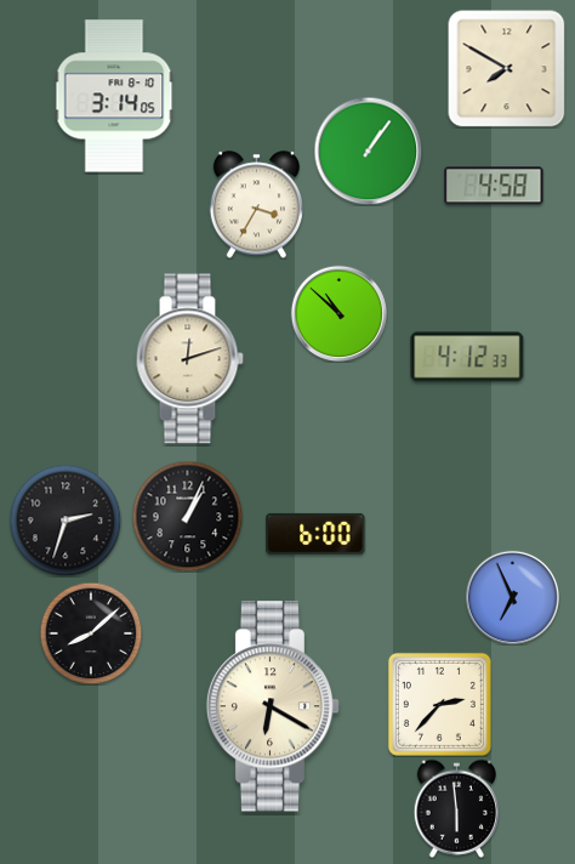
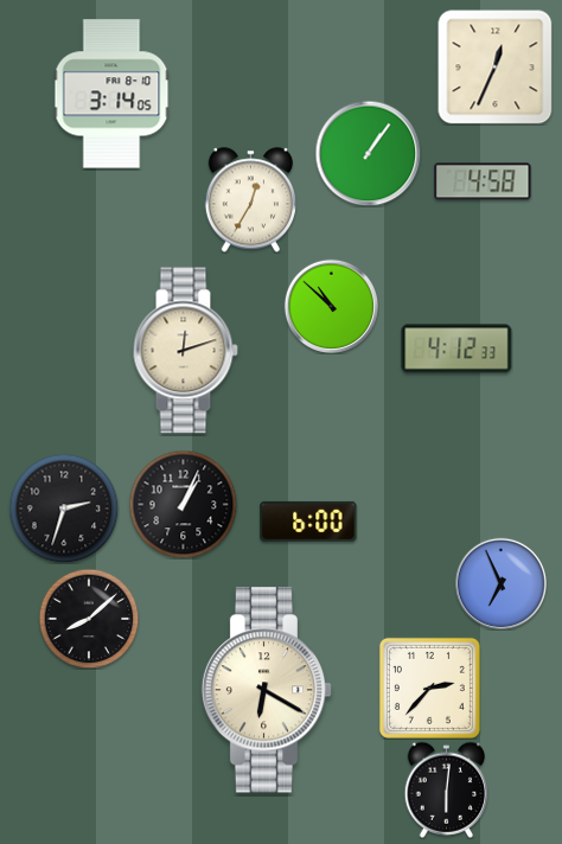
clock at (507, 69): 7:50 -> 12:34
clock at (368, 150) position: (368, 150) -> (368, 153)
clock at (256, 205): 3:35 -> 12:35
clock at (456, 808): 5:59 -> 6:01
